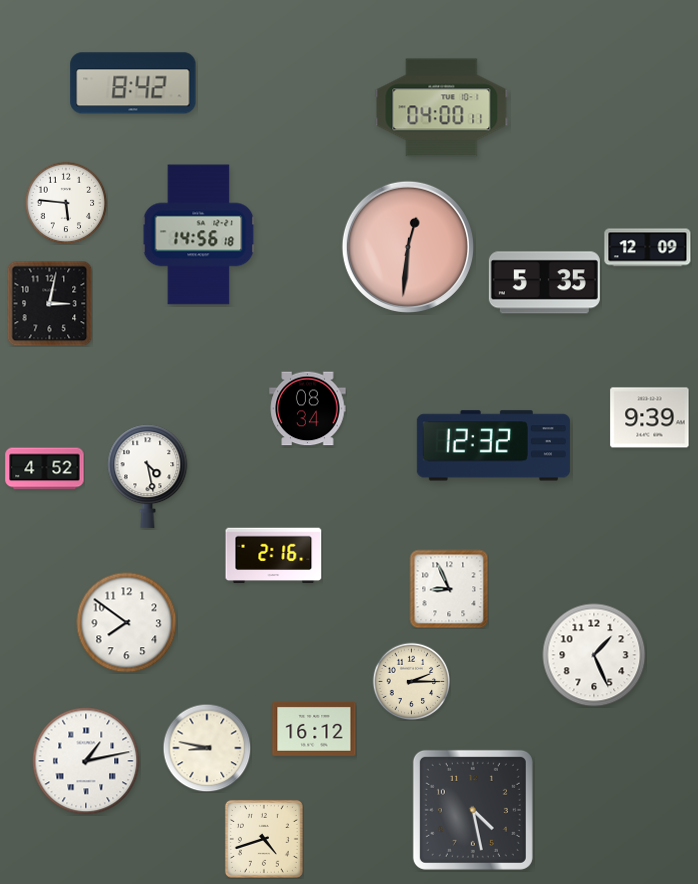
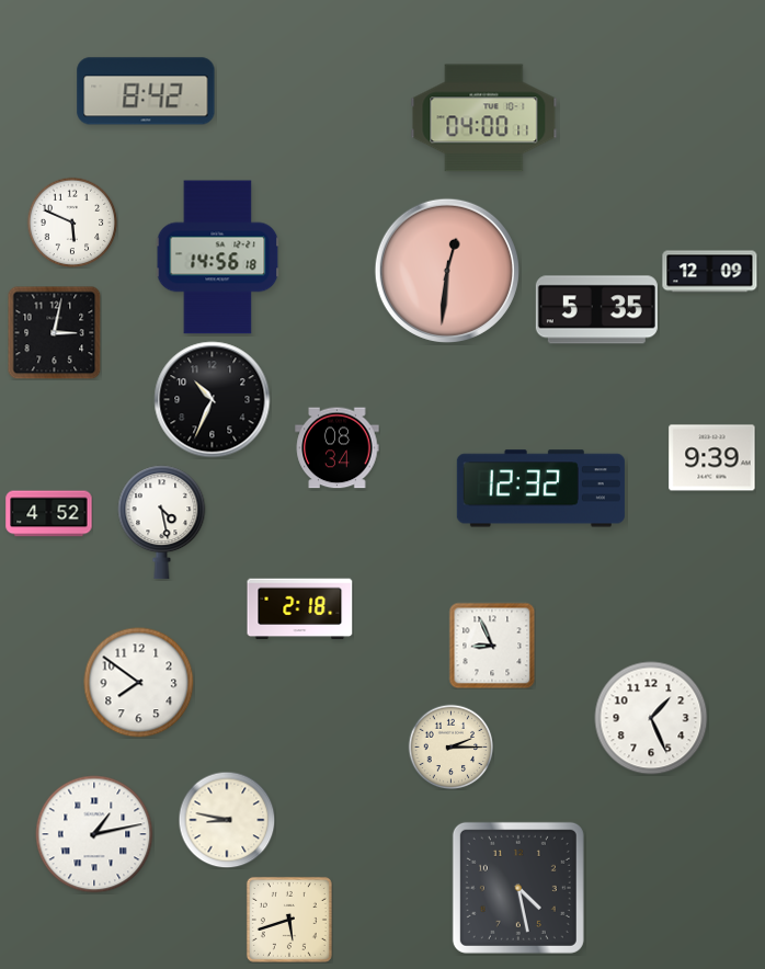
clock at (66, 203): 5:46 -> 5:49
clock at (213, 400): none -> 10:34
clock at (274, 556): 2:16 -> 2:18
clock at (314, 729): 16:12 -> none
clock at (264, 839): 4:42 -> 5:42
